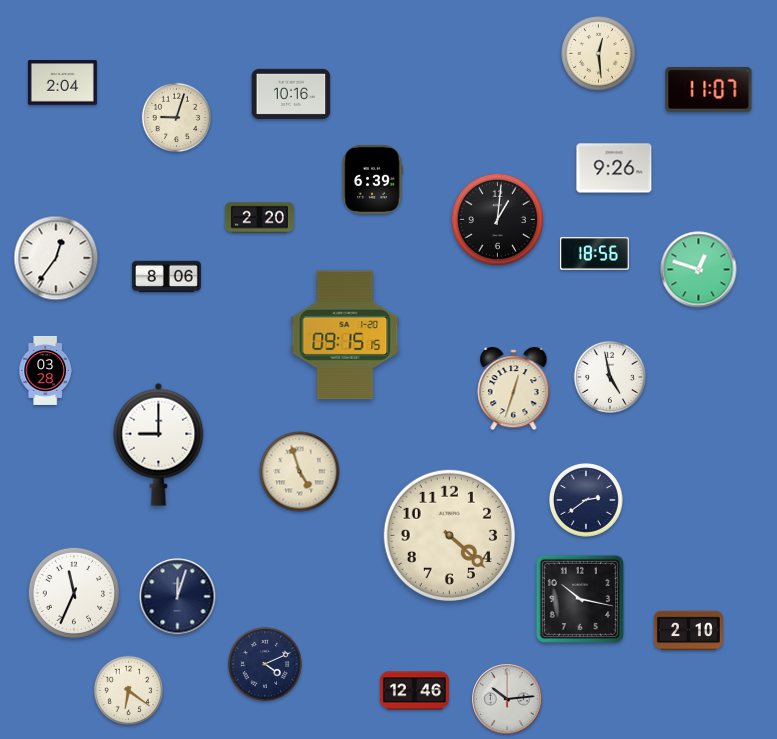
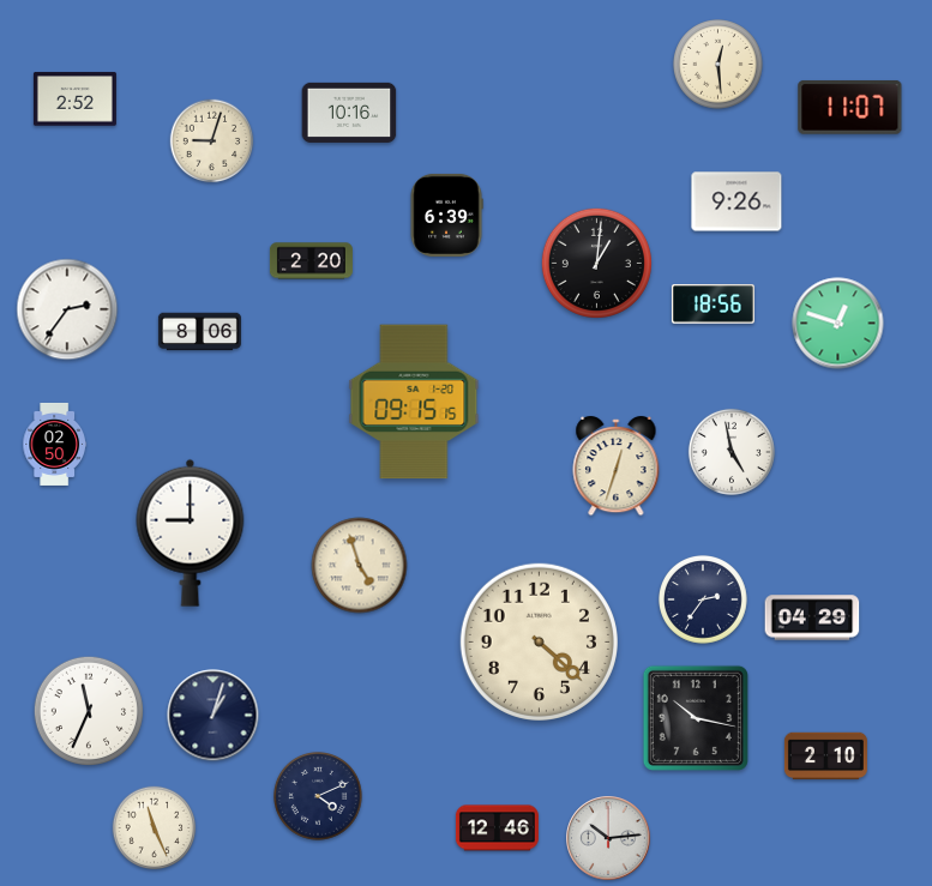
clock at (62, 83): 2:04 -> 2:52
clock at (56, 258): 12:36 -> 2:36
clock at (45, 370): 03:28 -> 02:50
clock at (587, 501): 2:39 -> 2:36
clock at (812, 617): none -> 04:29
clock at (178, 597): 12:03 -> 1:03
clock at (129, 691): 6:21 -> 11:26
